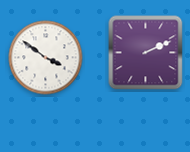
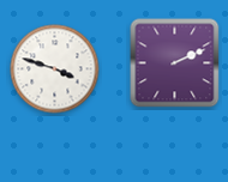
clock at (46, 58): 3:51 -> 3:48
